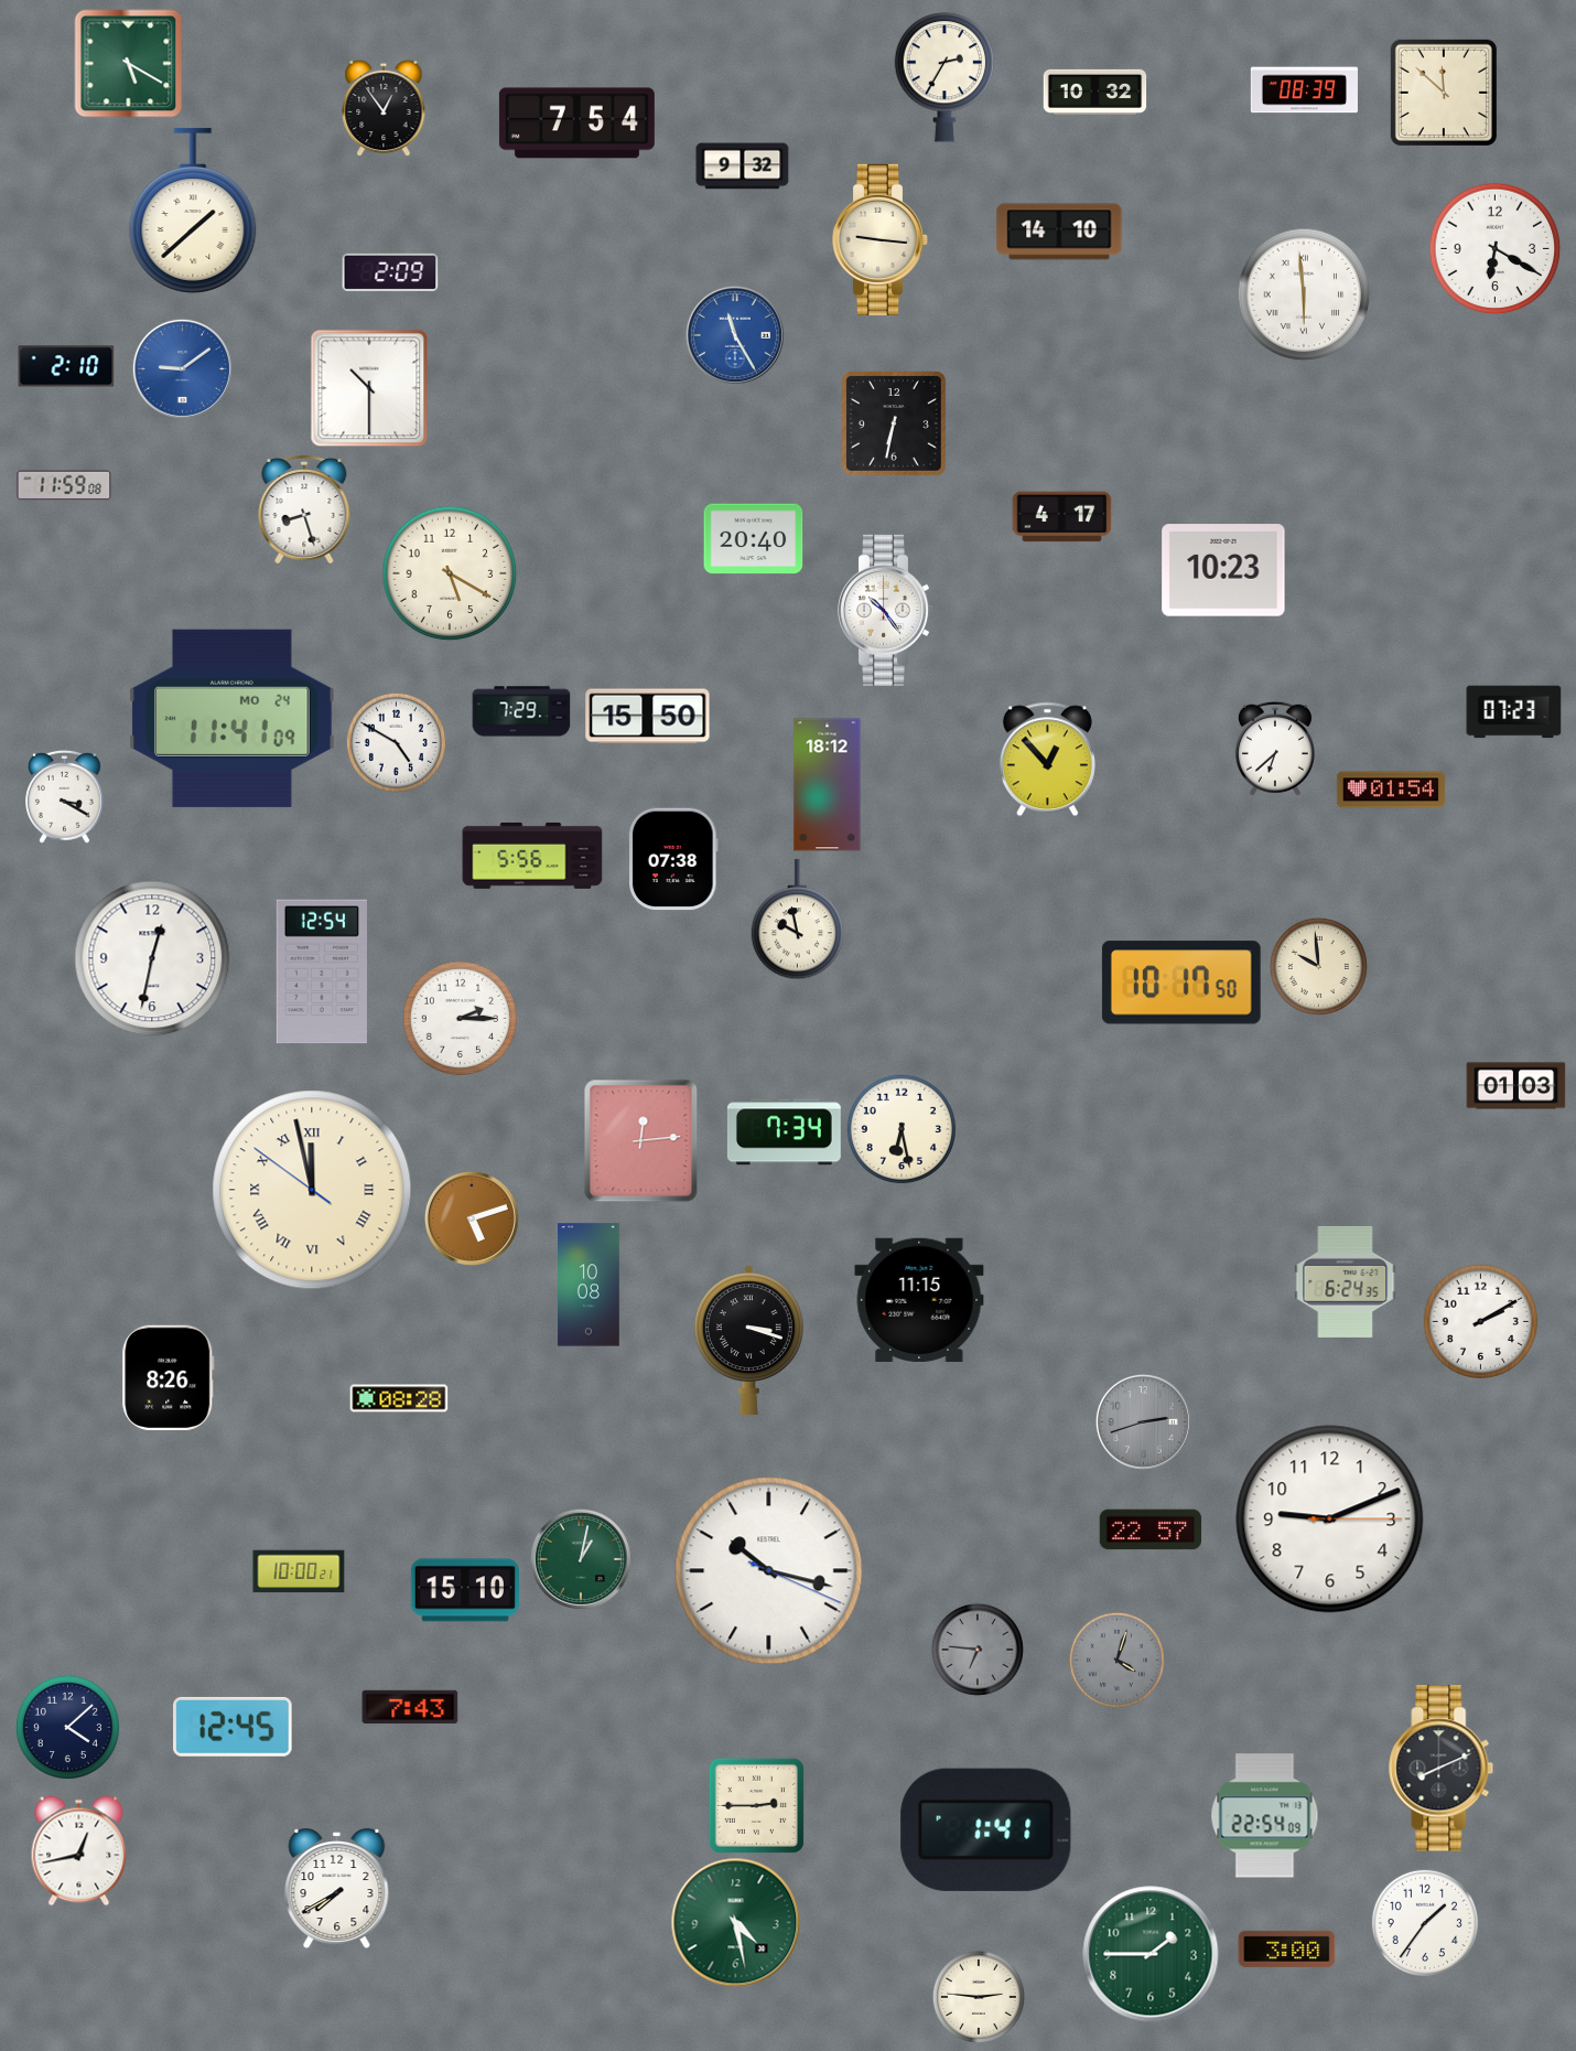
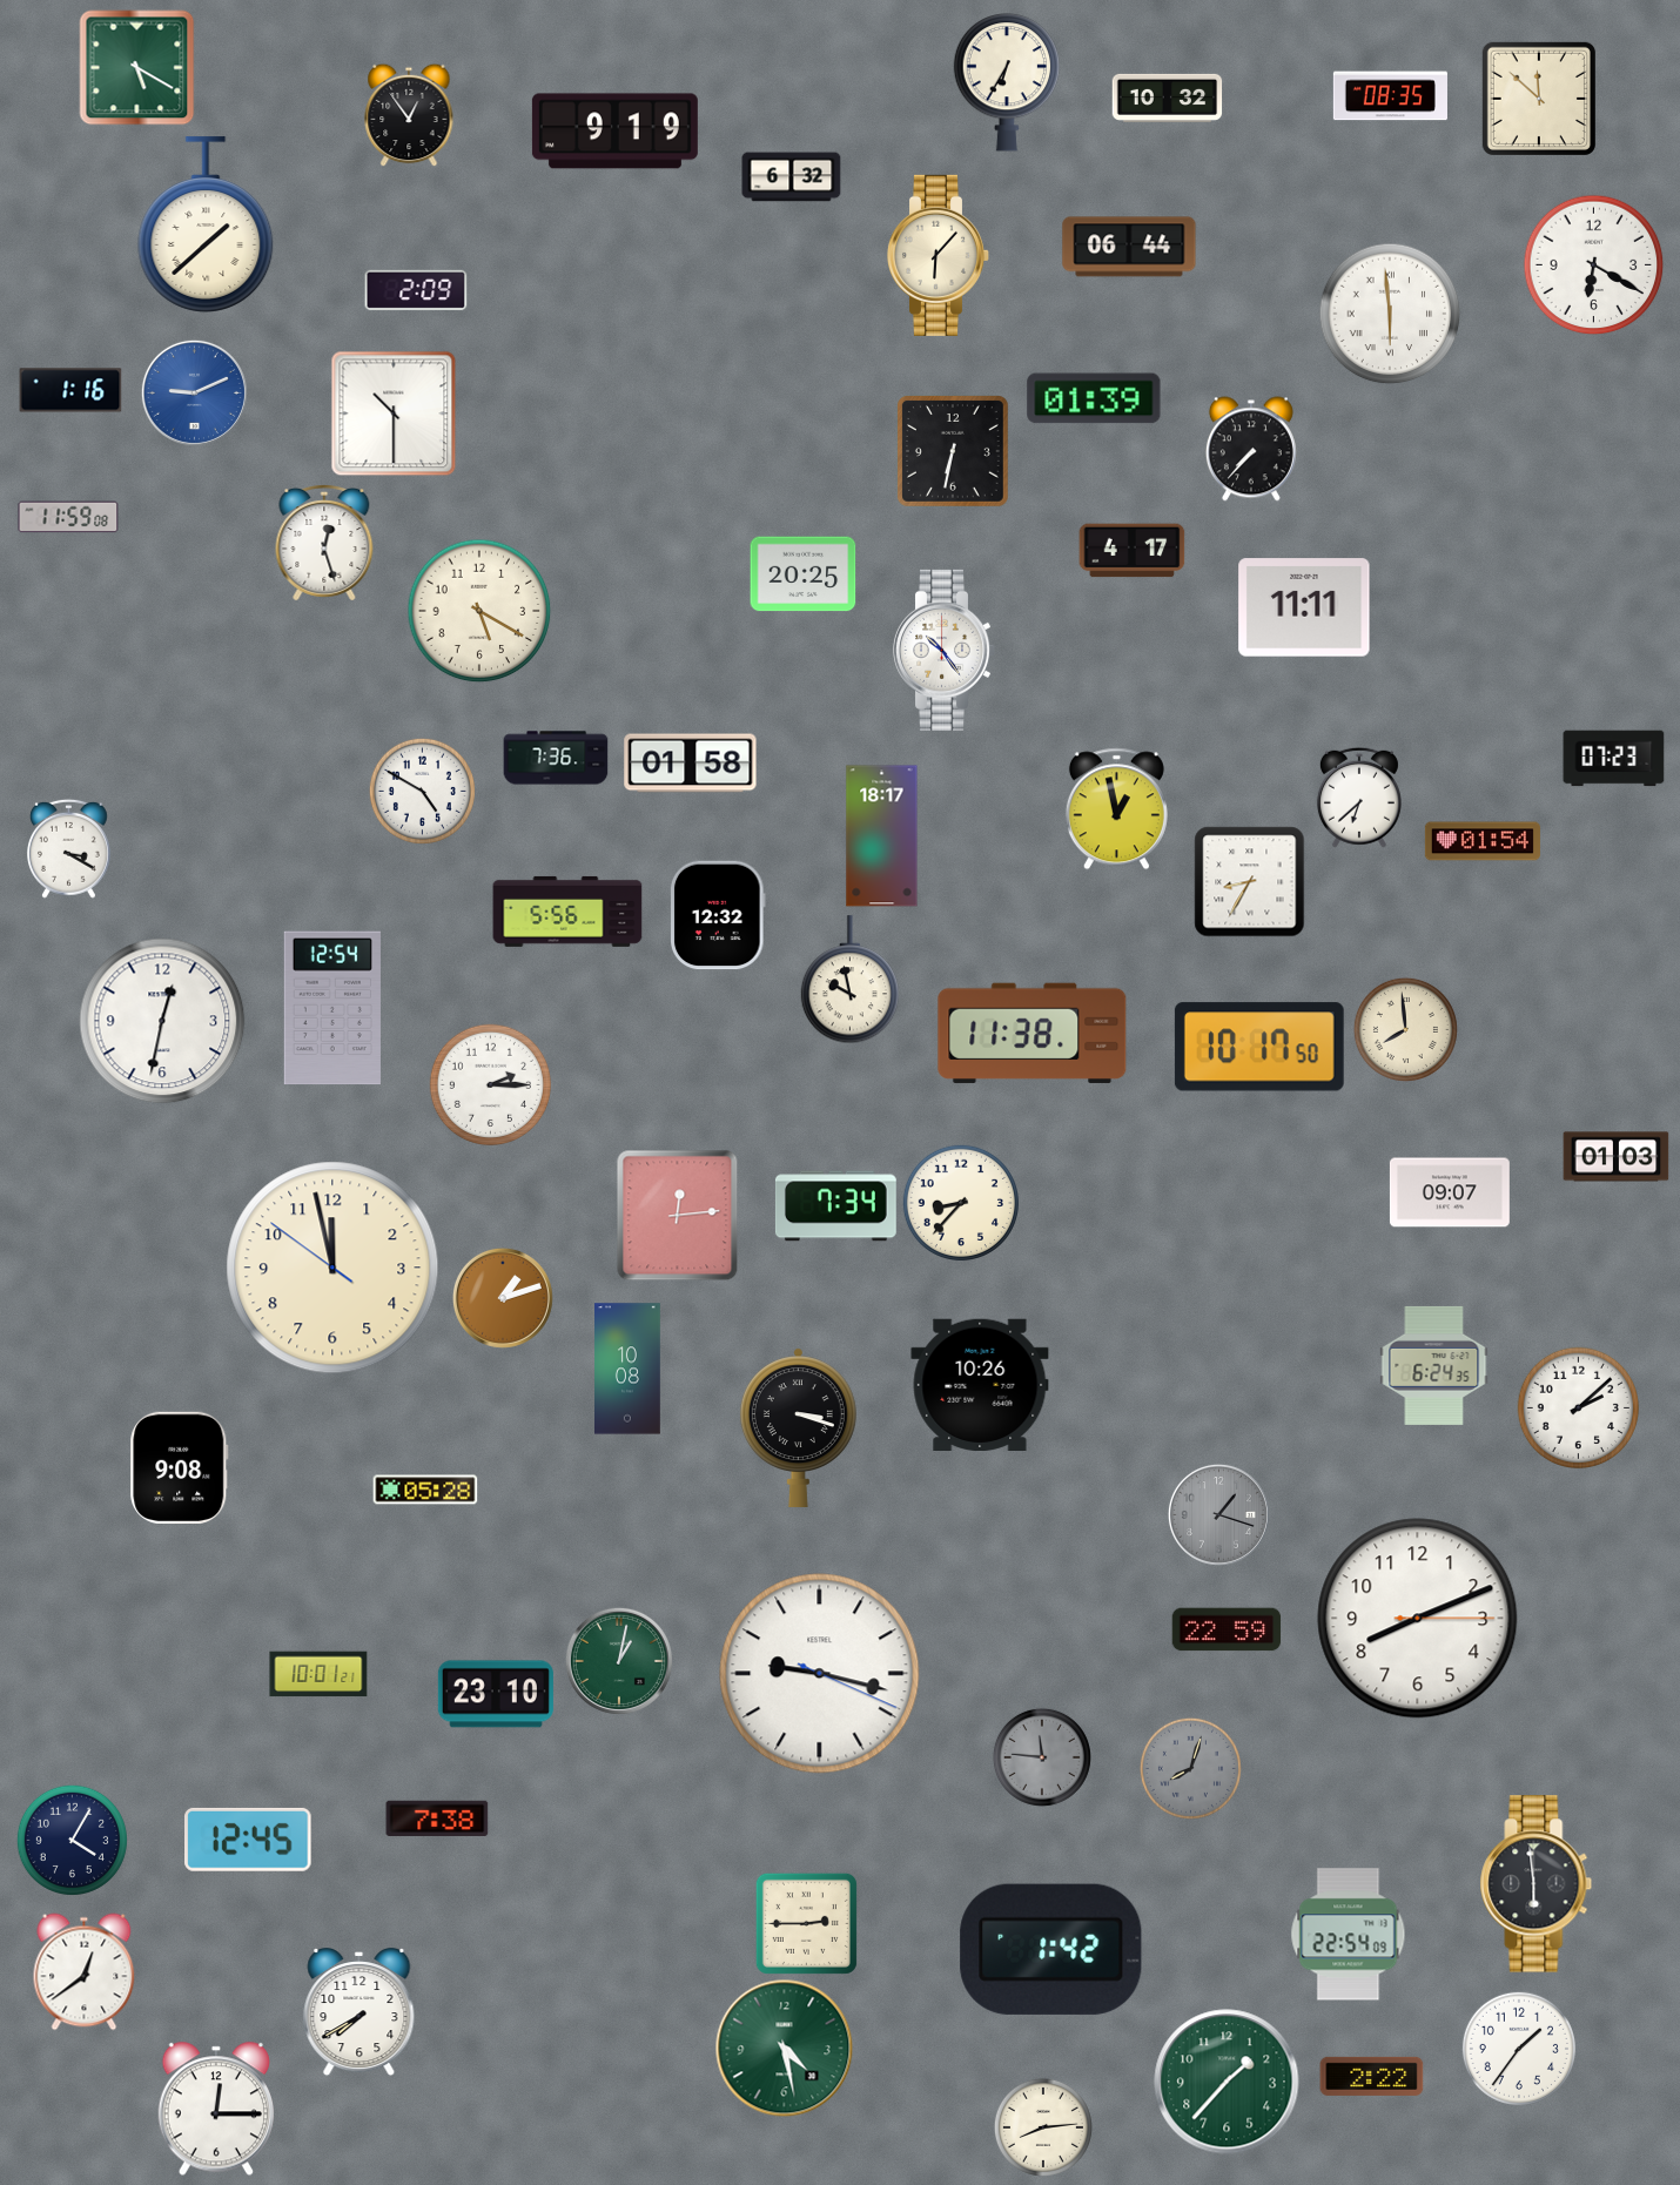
clock at (944, 77): 2:35 -> 6:35
clock at (1304, 90): 08:39 -> 08:35
clock at (576, 124): 7:54 -> 9:19
clock at (743, 167): 9:32 -> 6:32
clock at (1059, 232): 14:10 -> 06:44
clock at (881, 239): 9:16 -> 6:07
clock at (735, 335): 11:25 -> none
clock at (66, 366): 2:10 -> 1:16
clock at (182, 368): 9:09 -> 9:11
clock at (1094, 398): none -> 01:39
clock at (1251, 449): none -> 7:37
clock at (304, 509): 8:27 -> 12:27
clock at (754, 539): 20:40 -> 20:25
clock at (1223, 570): 10:23 -> 11:11
clock at (521, 711): 7:29 -> 7:36
clock at (648, 717): 15:50 -> 01:58
clock at (233, 718): 11:41 -> none
clock at (1047, 760): 12:53 -> 12:58
clock at (828, 785): 18:12 -> 18:17
clock at (1250, 882): none -> 8:35
clock at (674, 859): 07:38 -> 12:32
clock at (1318, 966): 9:59 -> 7:59
clock at (1033, 1033): none -> 11:38
clock at (322, 971) position: (322, 971) -> (332, 1008)
clock at (1450, 1192): none -> 09:07
clock at (902, 1129): 6:28 -> 8:37
clock at (641, 1141) position: (641, 1141) -> (678, 1216)
clock at (312, 1190) numerals: Roman -> Arabic
clock at (472, 1218): 5:12 -> 1:12
clock at (919, 1299): 11:15 -> 10:26
clock at (1480, 1321): 2:10 -> 2:08
clock at (169, 1377): 8:26 -> 9:08
clock at (399, 1398): 08:28 -> 05:28
clock at (1143, 1421): 2:42 -> 1:18
clock at (1330, 1520): 9:11 -> 8:11
clock at (1151, 1529): 22:57 -> 22:59
clock at (299, 1571): 10:00 -> 10:01
clock at (769, 1571): 10:17 -> 9:17
clock at (465, 1590): 15:10 -> 23:10
clock at (978, 1650): 6:46 -> 11:46
clock at (1116, 1660): 4:03 -> 8:03
clock at (410, 1707): 7:43 -> 7:38
clock at (67, 1727): 4:08 -> 4:05
clock at (1442, 1769): 8:11 -> 5:59
clock at (986, 1829): 1:41 -> 1:42
clock at (79, 1851): 12:43 -> 12:39
clock at (1287, 1948): 3:00 -> 2:22
clock at (1151, 1954): 1:45 -> 1:37
clock at (216, 2109): none -> 12:15
clock at (979, 1997): 2:46 -> 8:14
